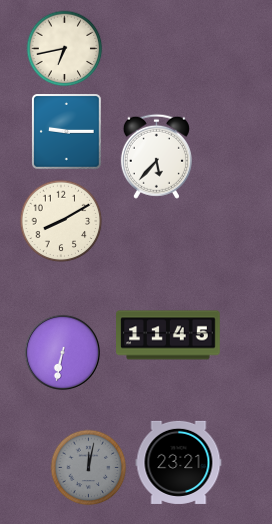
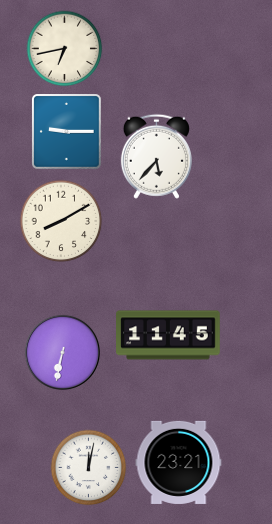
clock at (89, 468) dial: grey -> white
